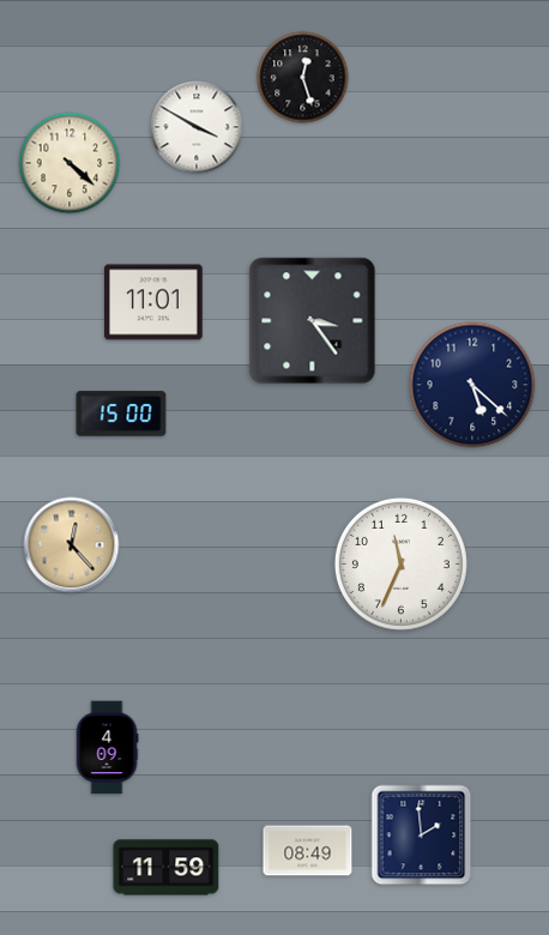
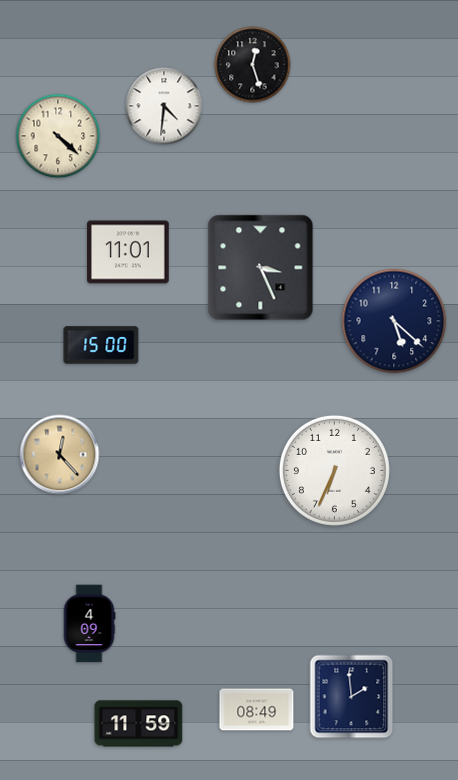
clock at (197, 127): 3:50 -> 4:31
clock at (313, 321): 3:24 -> 3:26
clock at (400, 563): 11:34 -> 6:34
